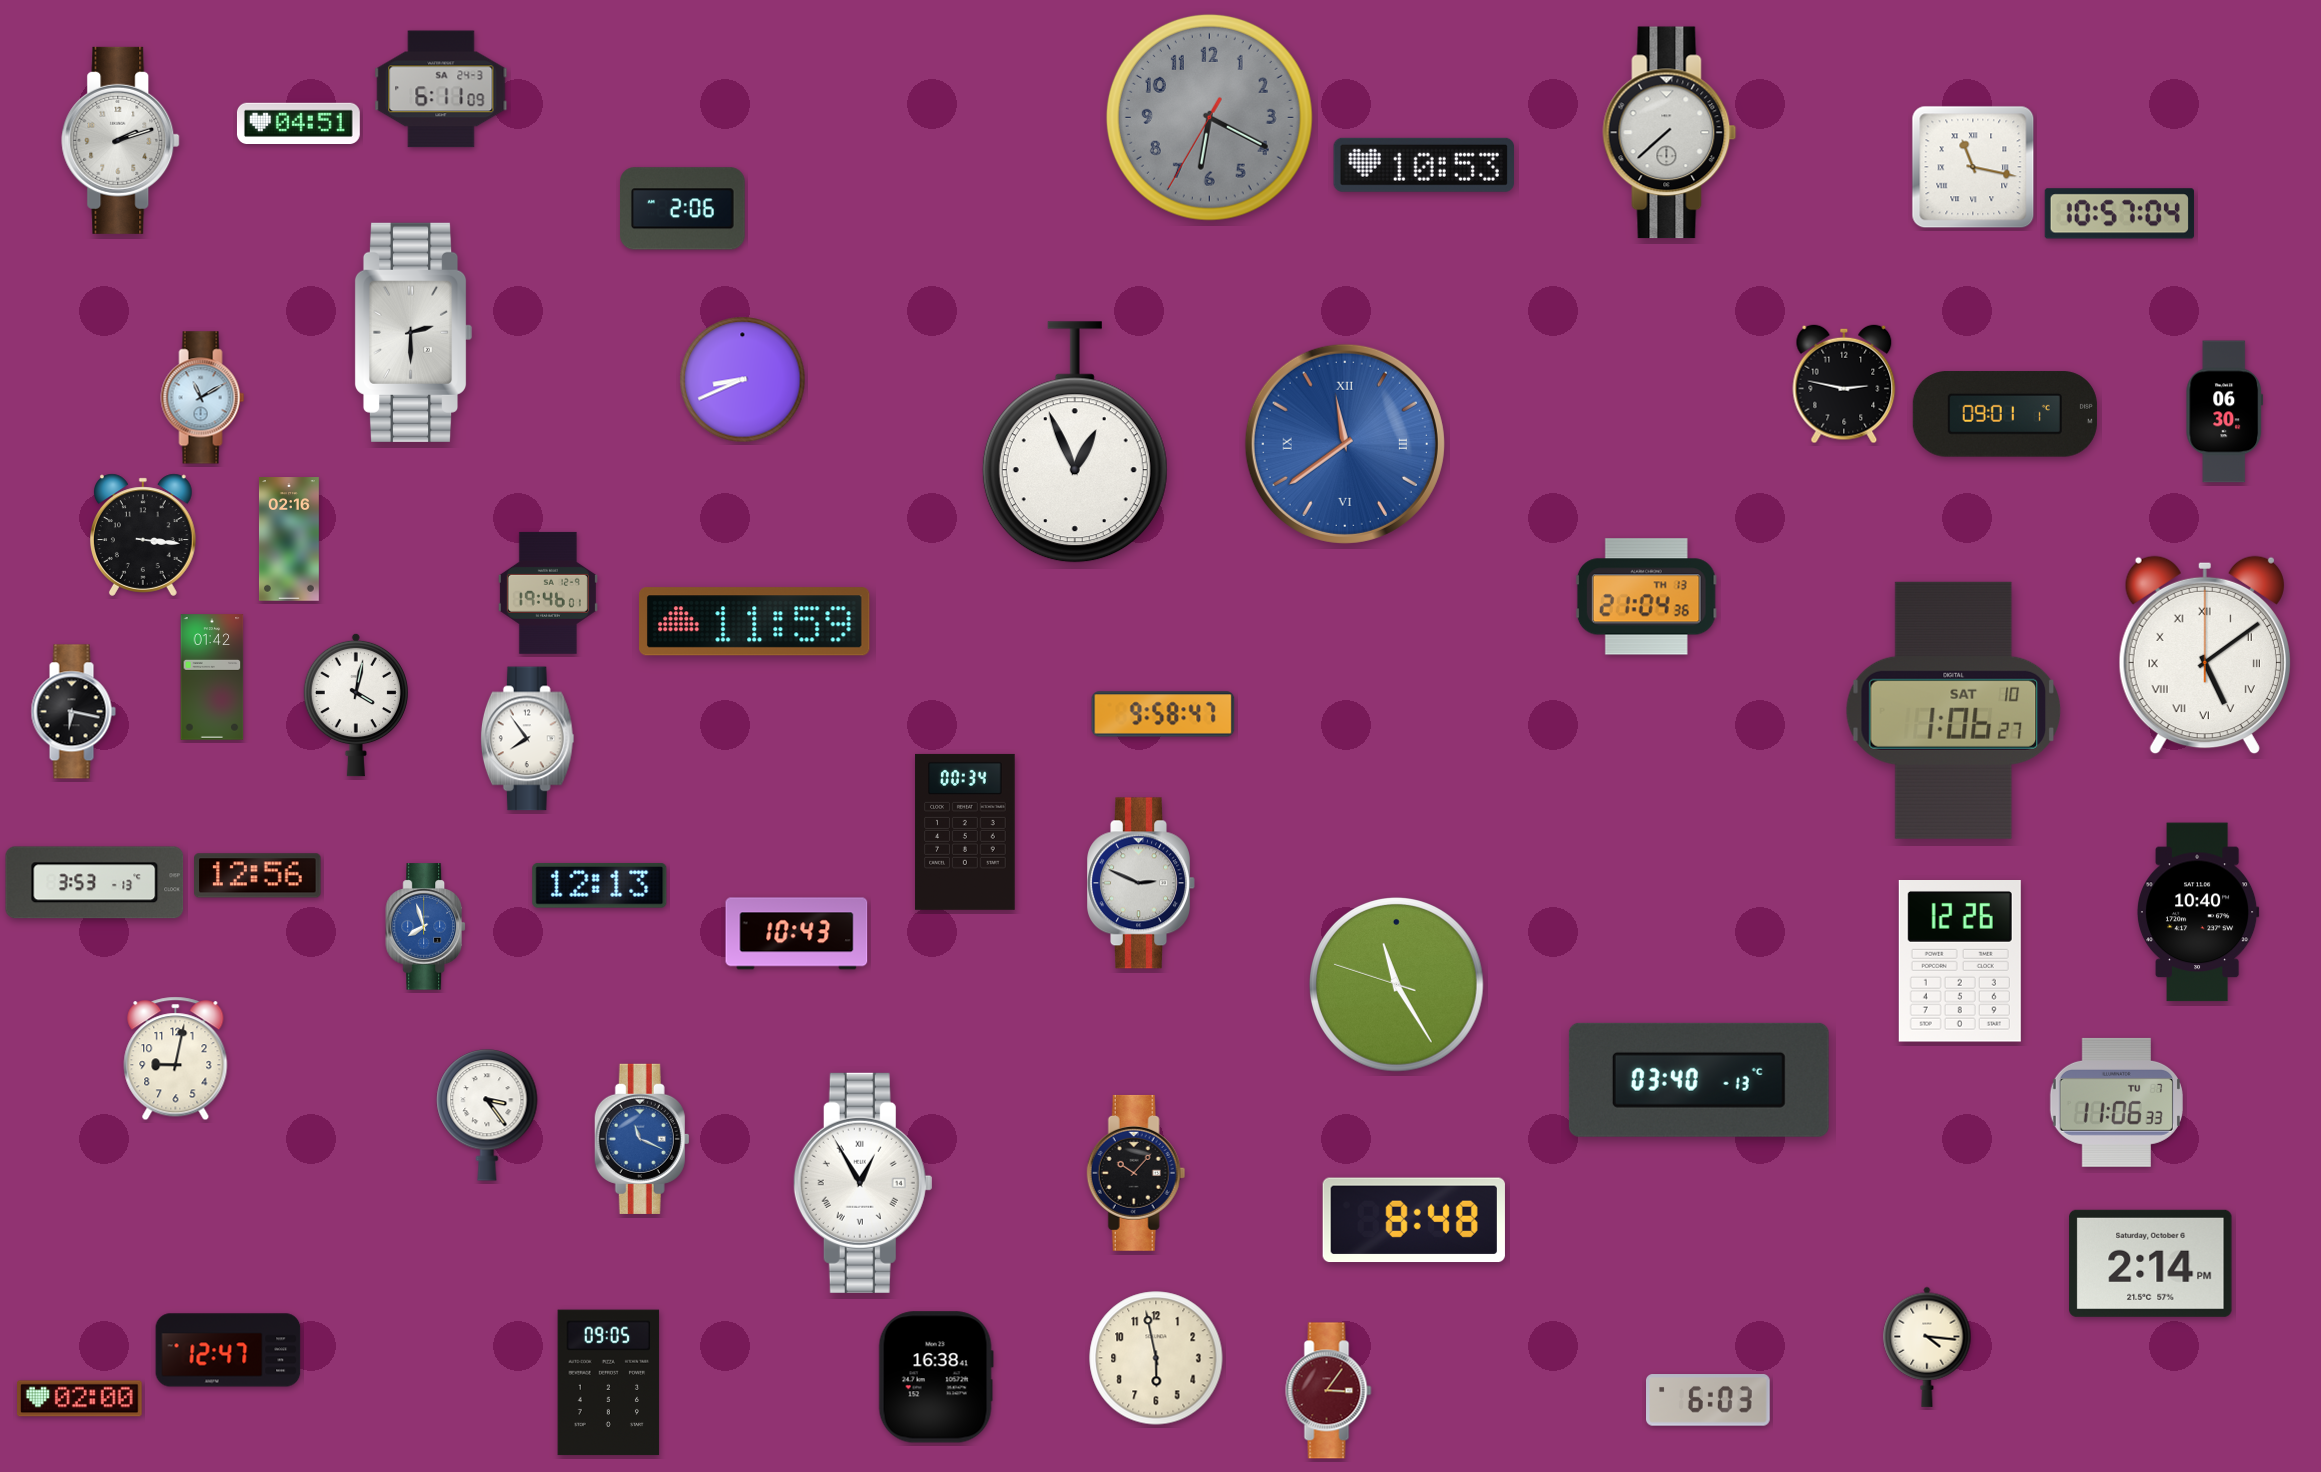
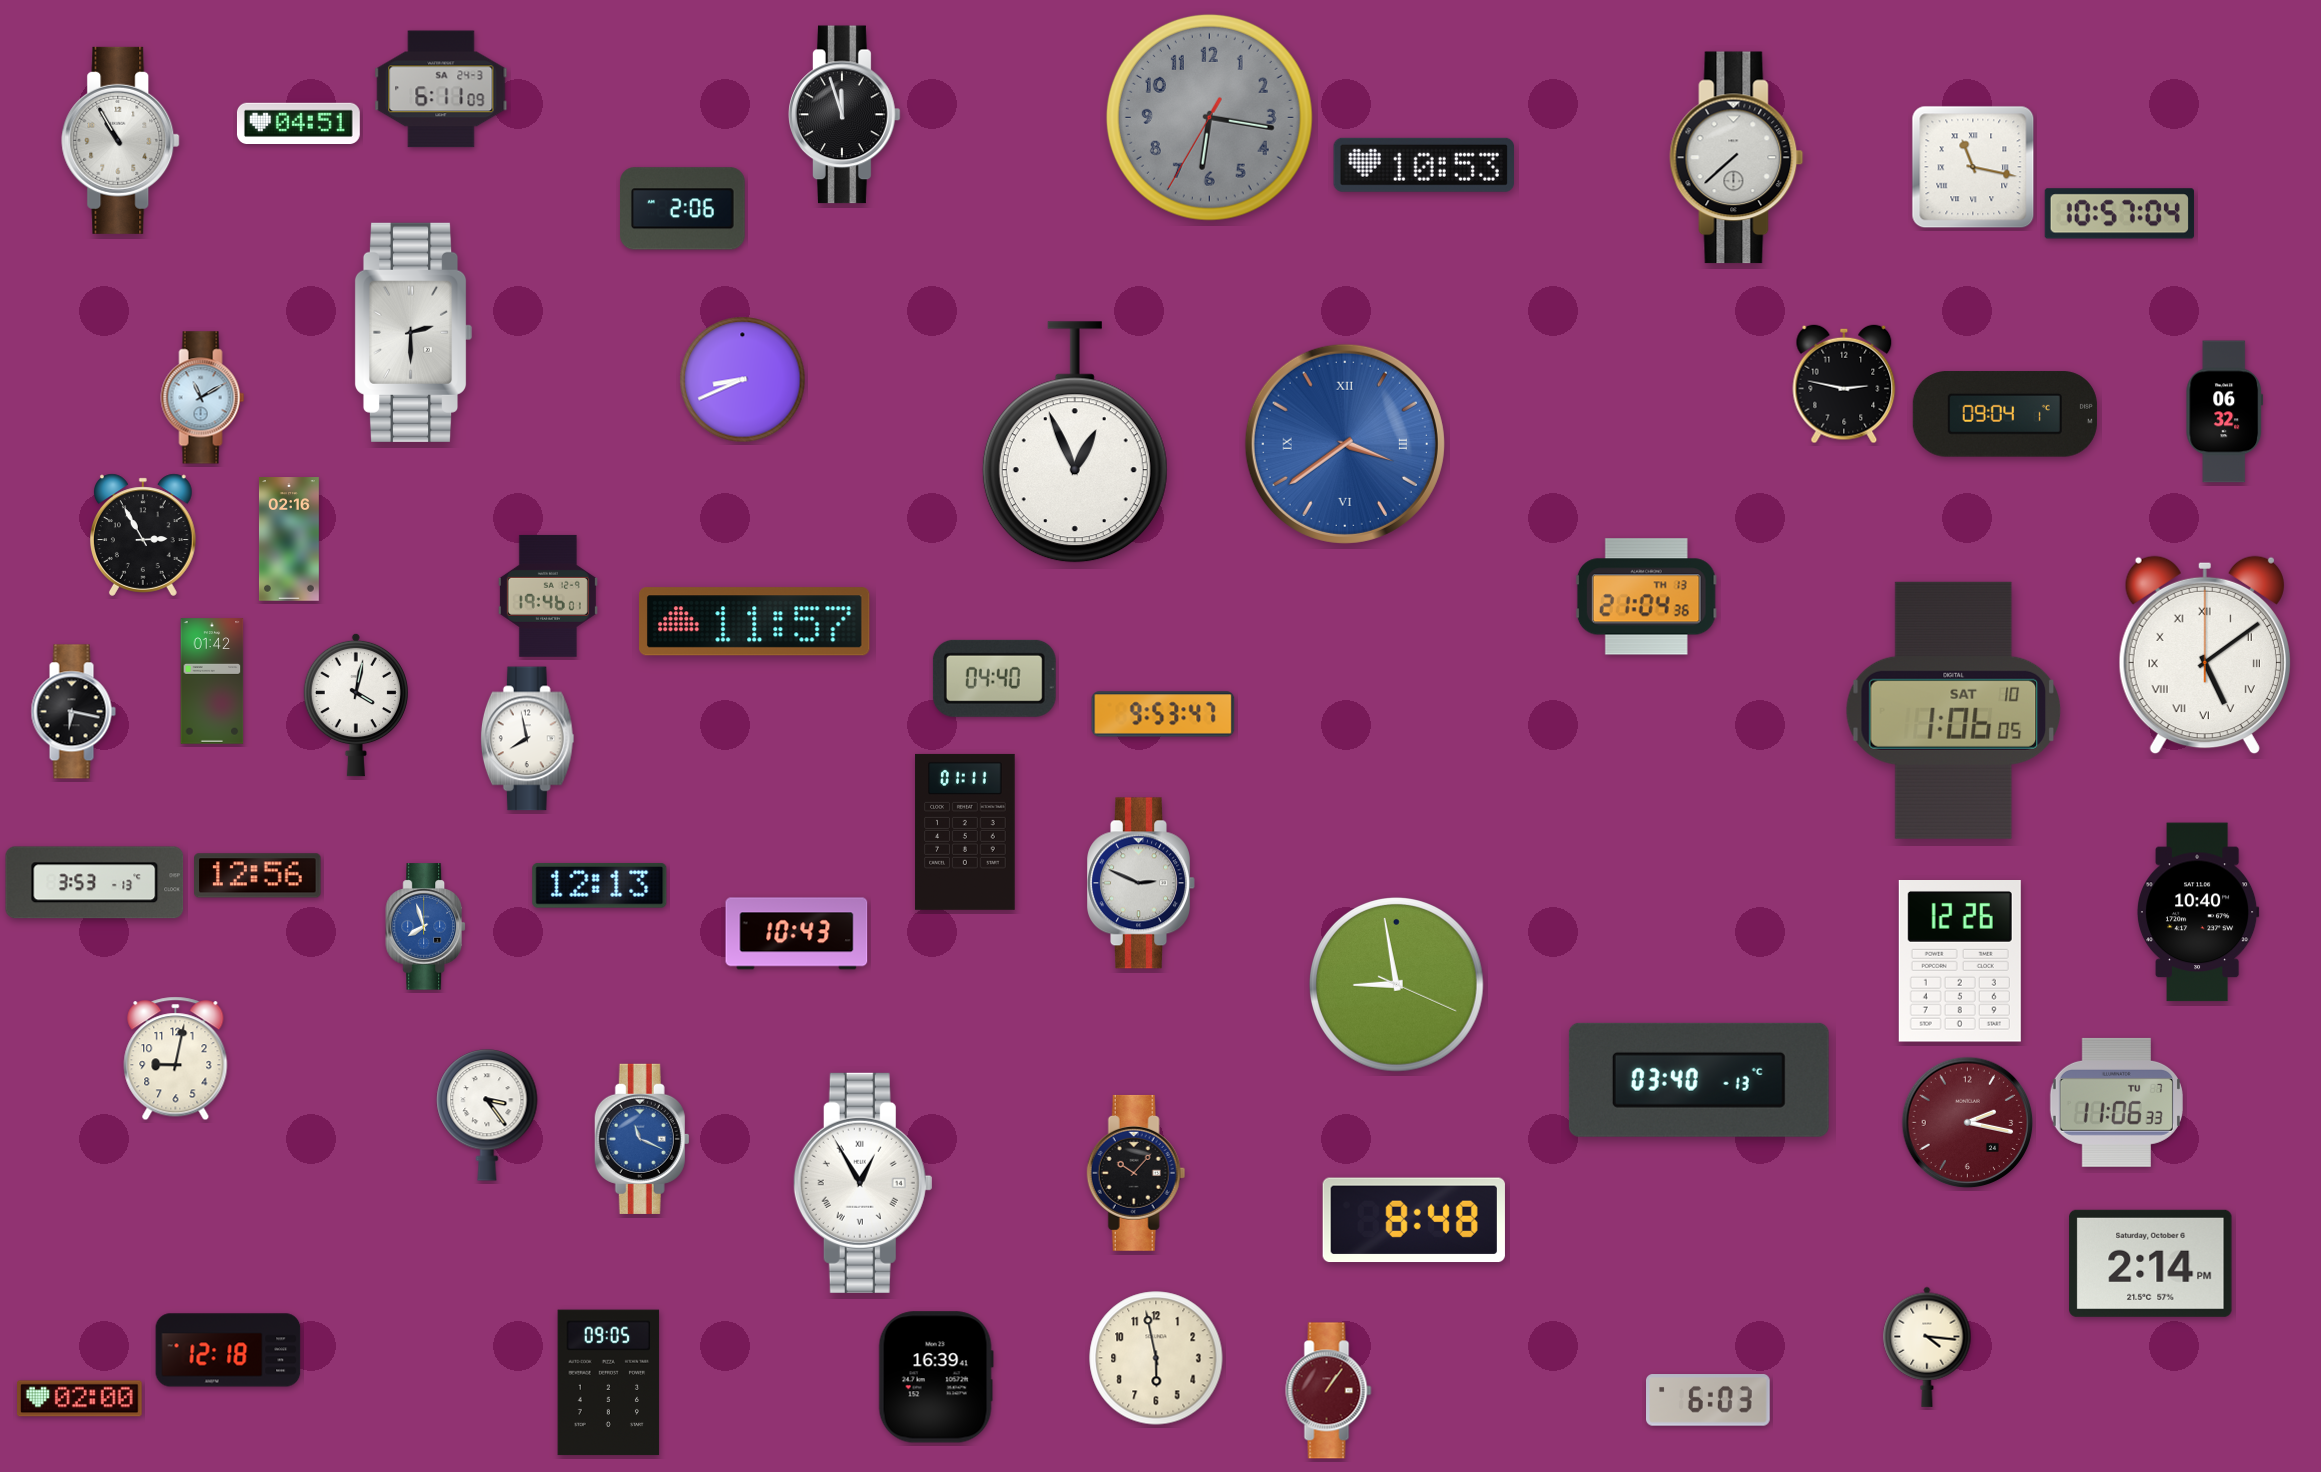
clock at (845, 115): none -> 11:57
clock at (1209, 117): 6:19 -> 6:16
clock at (1670, 133) position: (1670, 133) -> (1737, 158)
clock at (121, 140): 2:12 -> 10:55
clock at (2225, 412): 06:30 -> 06:32
clock at (2005, 414): 09:01 -> 09:04
clock at (1345, 444): 11:39 -> 3:39
clock at (144, 535): 3:16 -> 2:55
clock at (548, 593) position: (548, 593) -> (548, 596)
clock at (754, 622): 11:59 -> 11:57
clock at (212, 677) position: (212, 677) -> (212, 681)
clock at (994, 678): none -> 04:40
clock at (1953, 710): 1:06:27 -> 1:06:05
clock at (1163, 714): 9:58 -> 9:53
clock at (527, 739): 7:54 -> 7:58
clock at (965, 832): 00:34 -> 01:11
clock at (1397, 985): 11:24 -> 8:58
clock at (1968, 1123): none -> 2:17
clock at (228, 1350): 12:47 -> 12:18
clock at (936, 1377): 16:38 -> 16:39
clock at (1329, 1391): 3:06 -> 1:06
